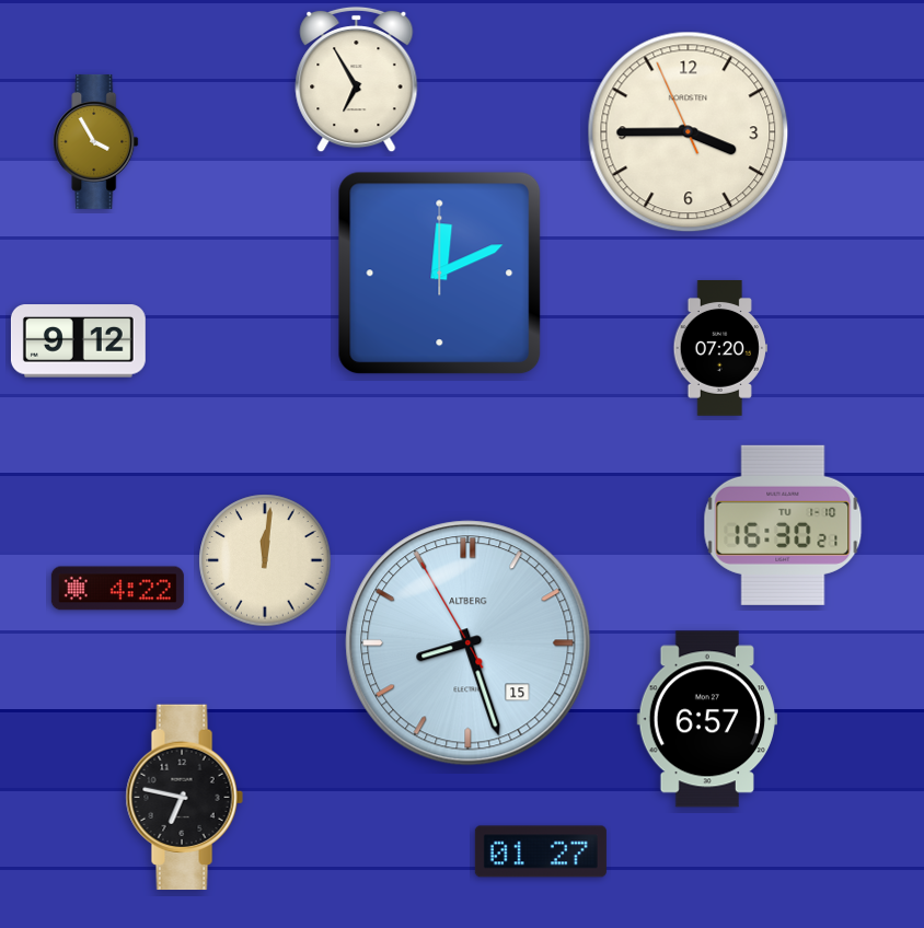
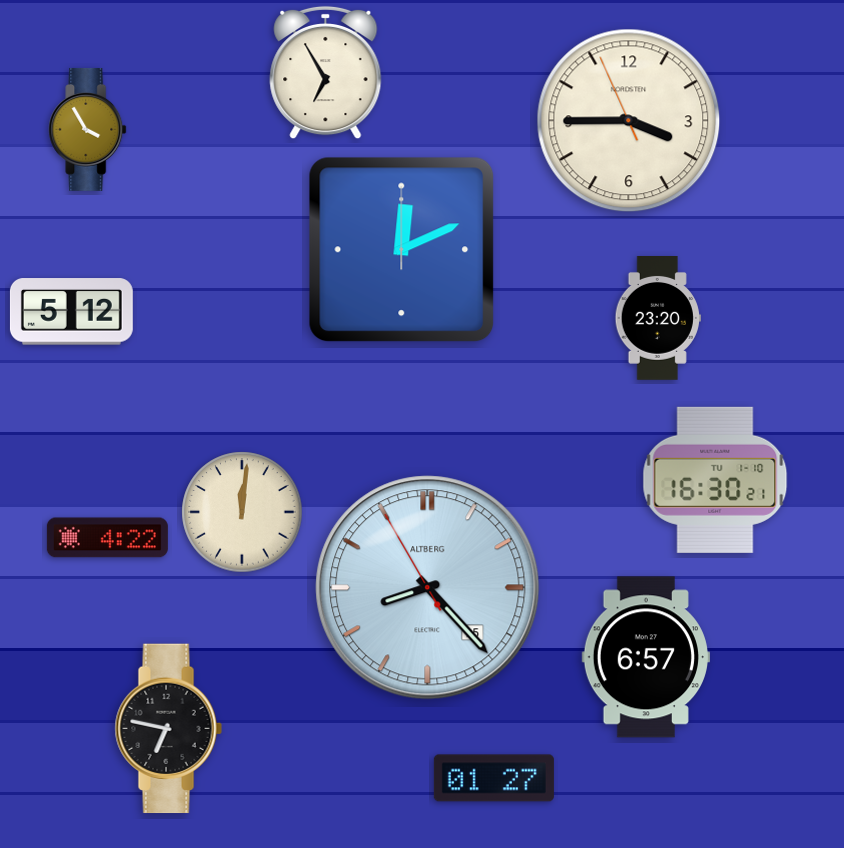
clock at (78, 341): 9:12 -> 5:12
clock at (720, 349): 07:20 -> 23:20
clock at (469, 643): 8:26 -> 8:22
